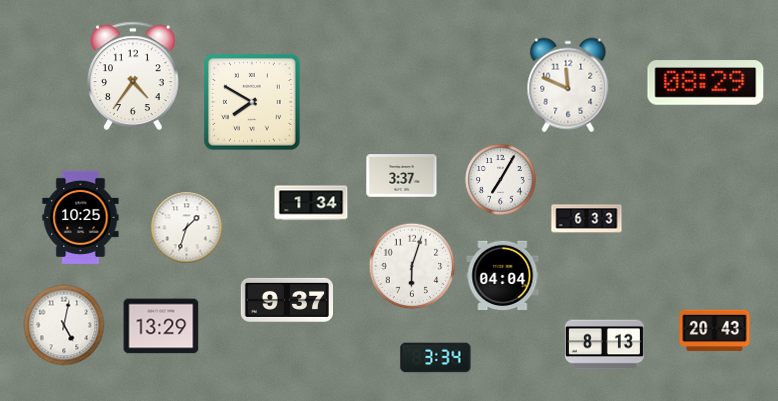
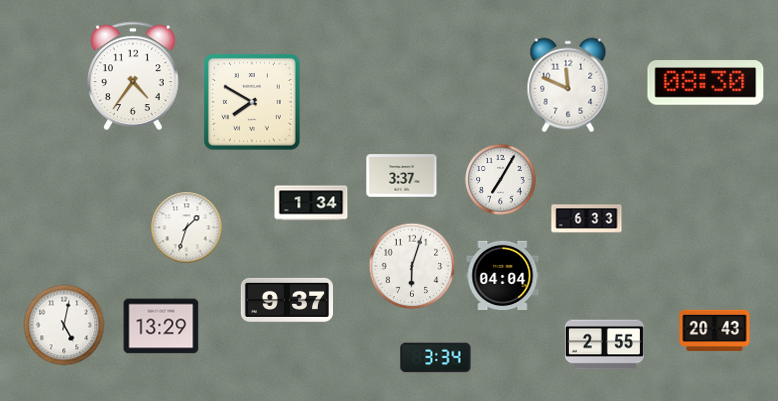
clock at (706, 83): 08:29 -> 08:30
clock at (81, 217): 10:25 -> none
clock at (604, 345): 8:13 -> 2:55
